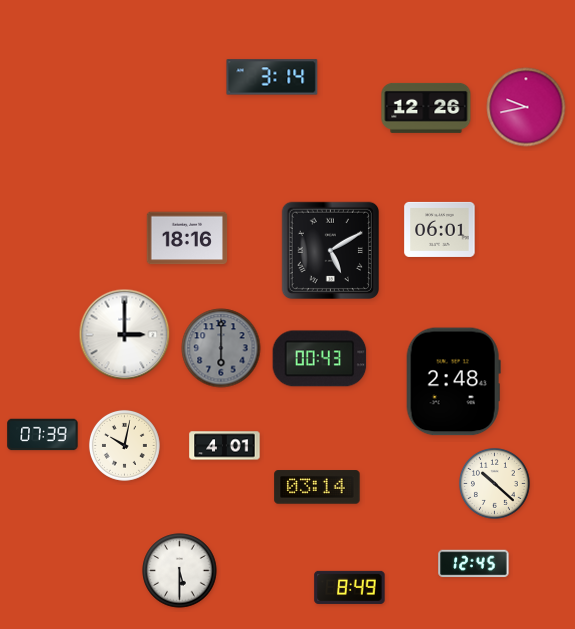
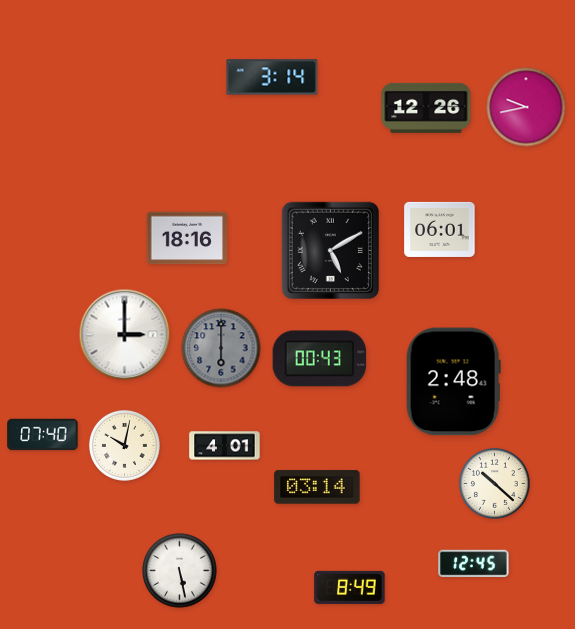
clock at (43, 435): 07:39 -> 07:40
clock at (180, 571): 5:30 -> 5:28
